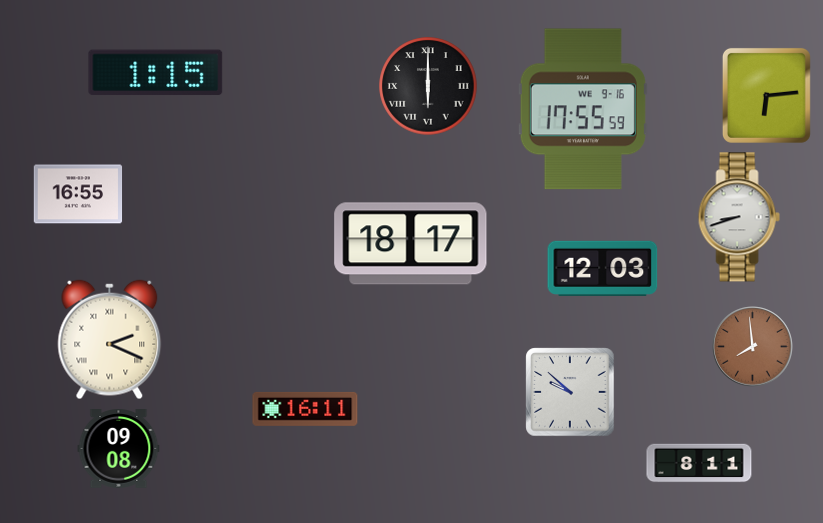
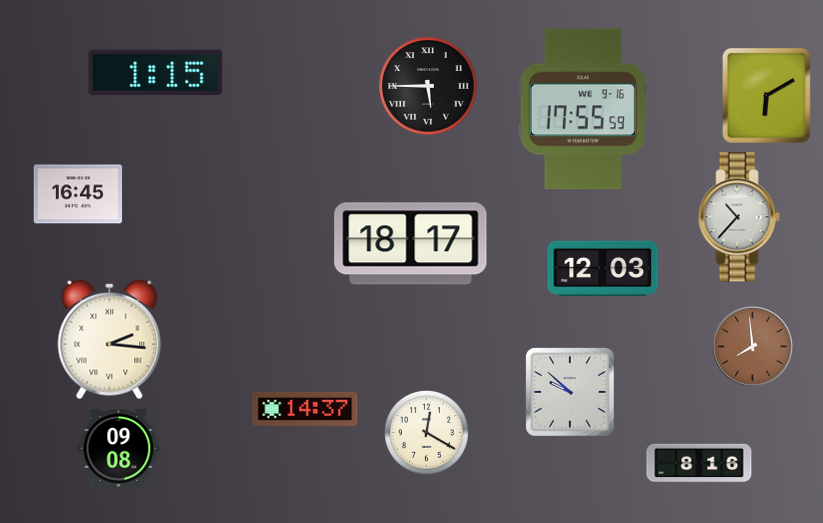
clock at (428, 86): 6:00 -> 5:45
clock at (766, 95): 6:14 -> 6:10
clock at (78, 194): 16:55 -> 16:45
clock at (739, 217): 8:42 -> 10:37
clock at (110, 340): 2:19 -> 2:16
clock at (305, 409): 16:11 -> 14:37
clock at (427, 433): none -> 12:20
clock at (699, 463): 8:11 -> 8:16
